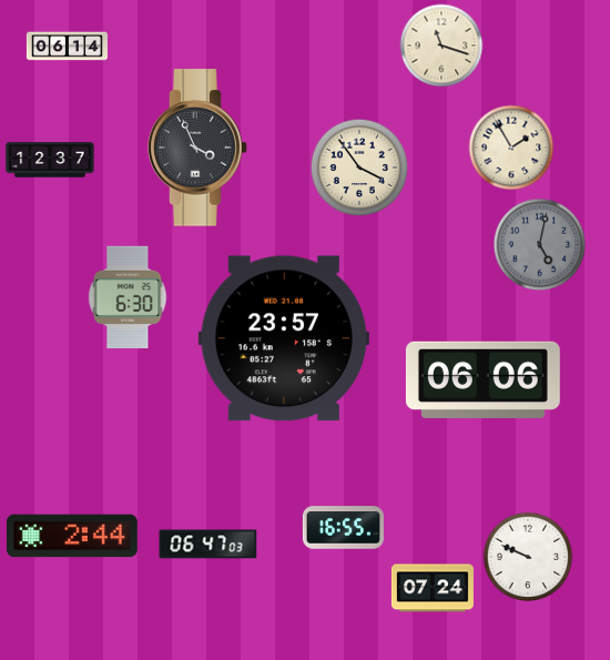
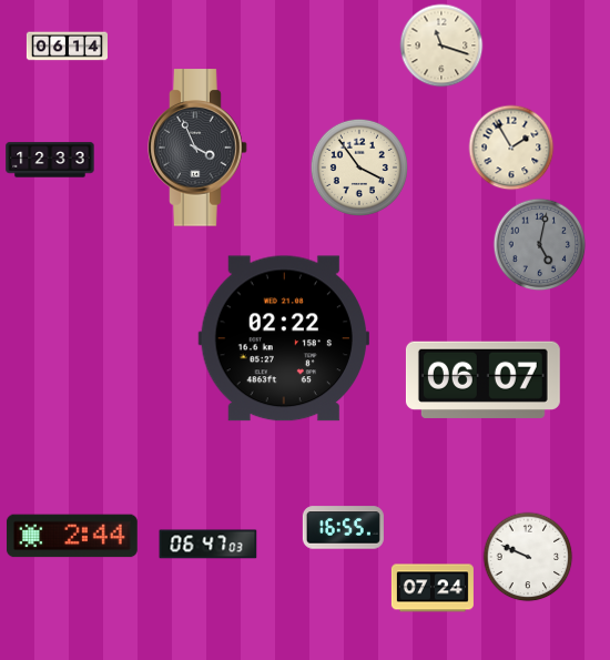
clock at (50, 160): 12:37 -> 12:33
clock at (128, 297): 6:30 -> none
clock at (283, 338): 23:57 -> 02:22
clock at (482, 379): 06:06 -> 06:07
